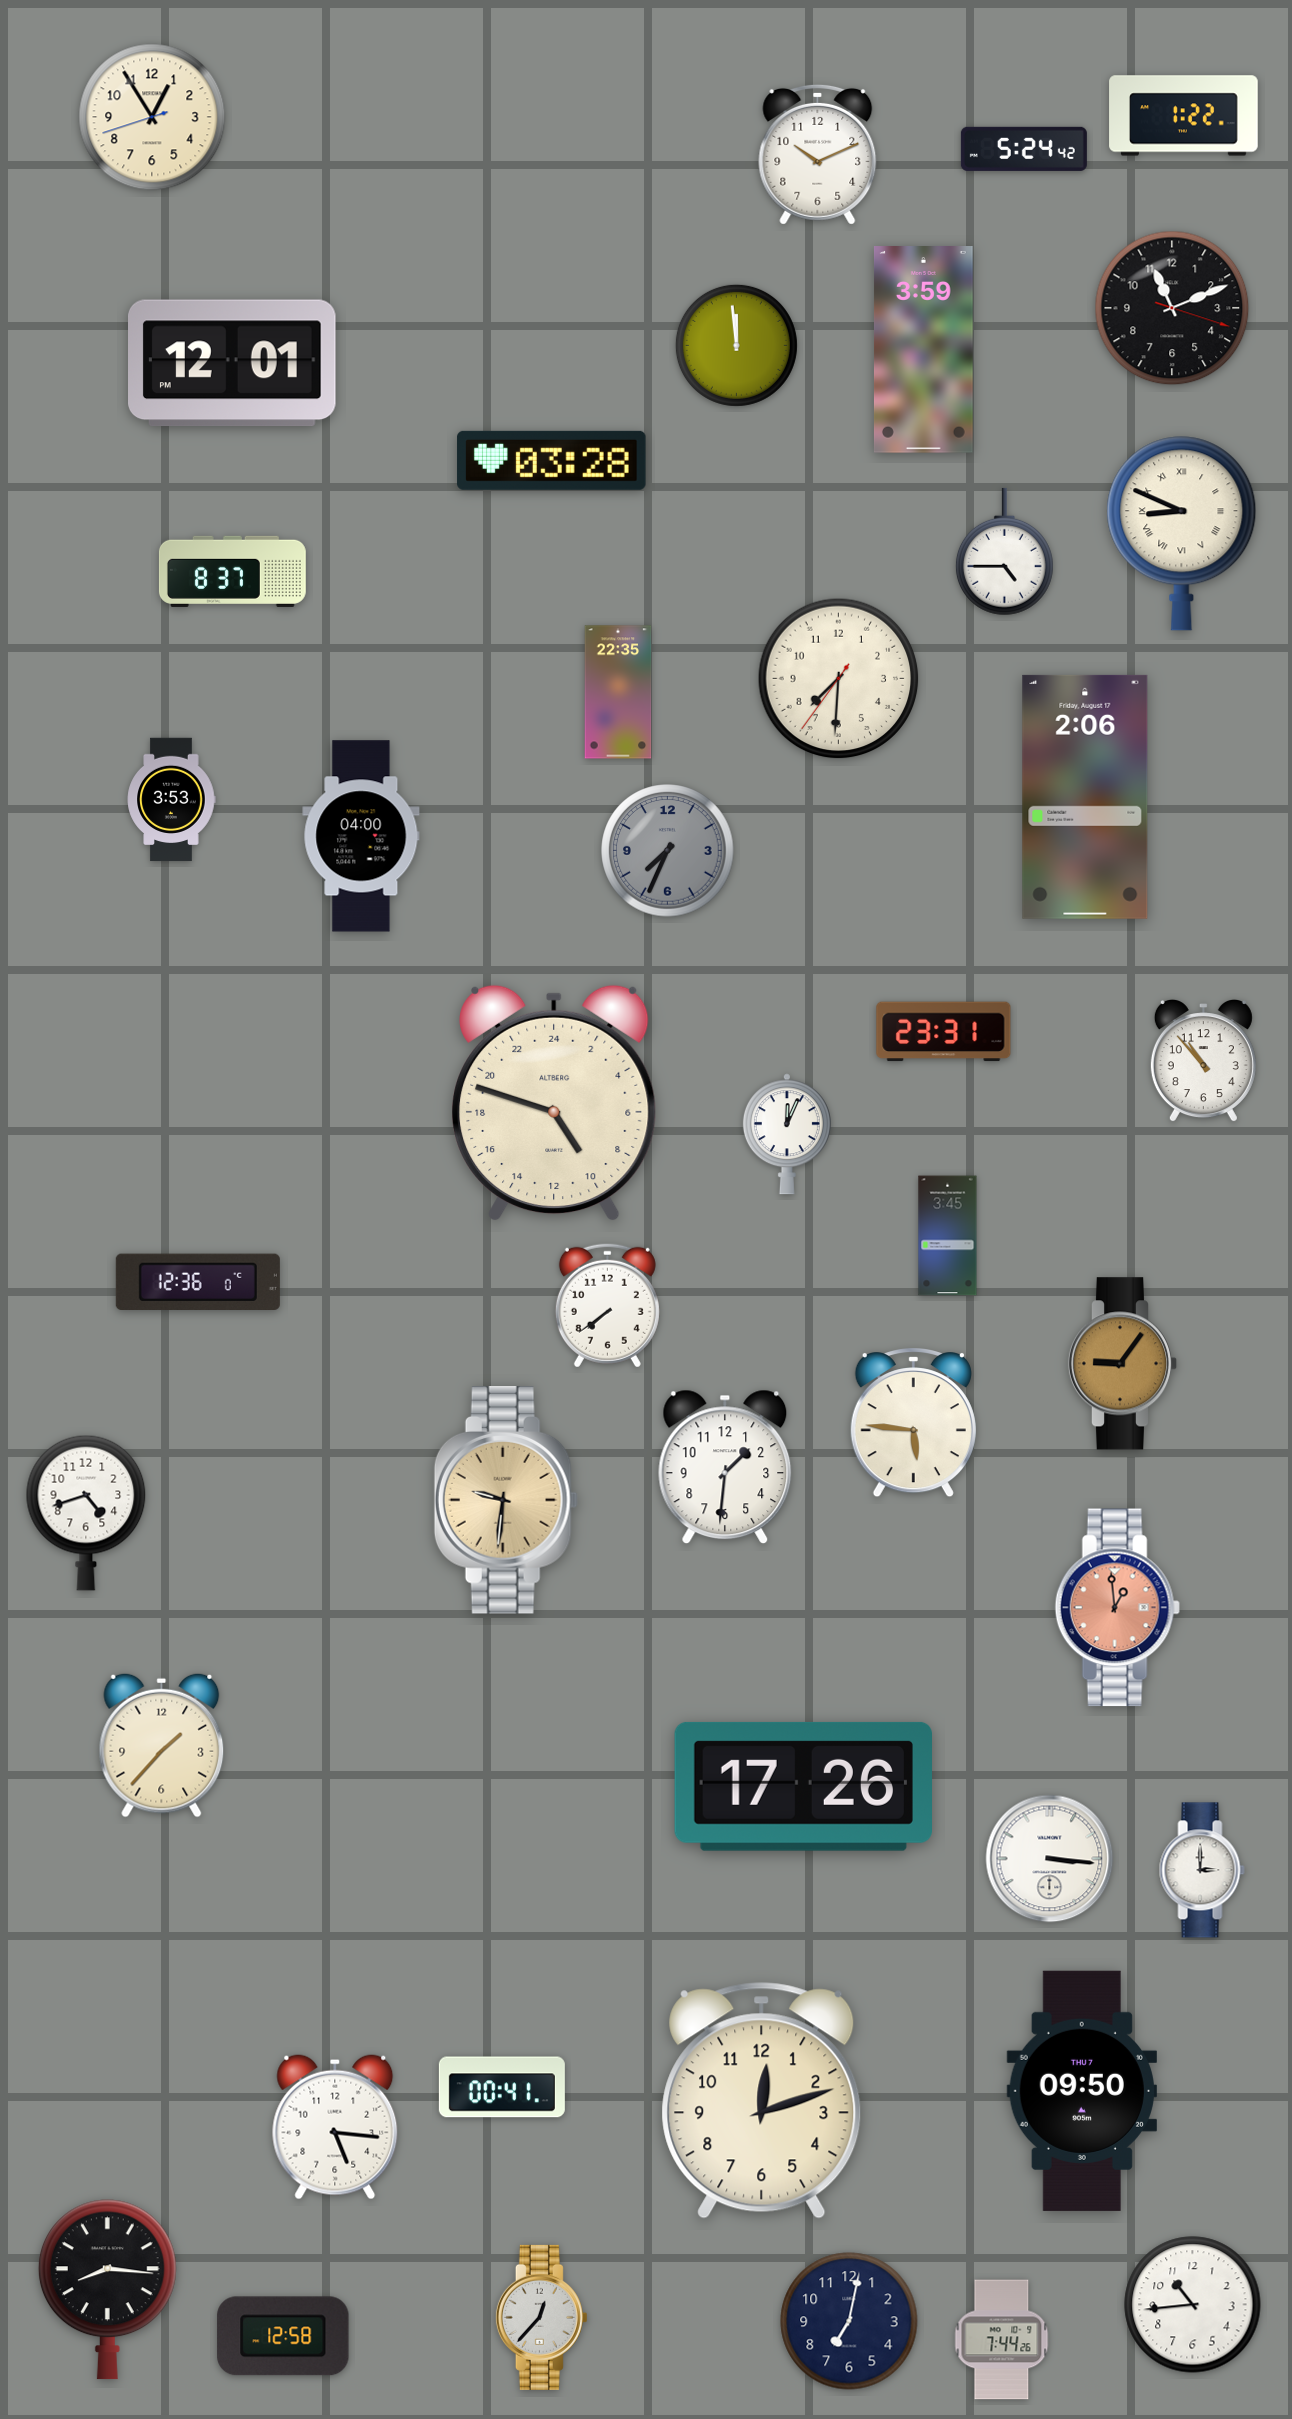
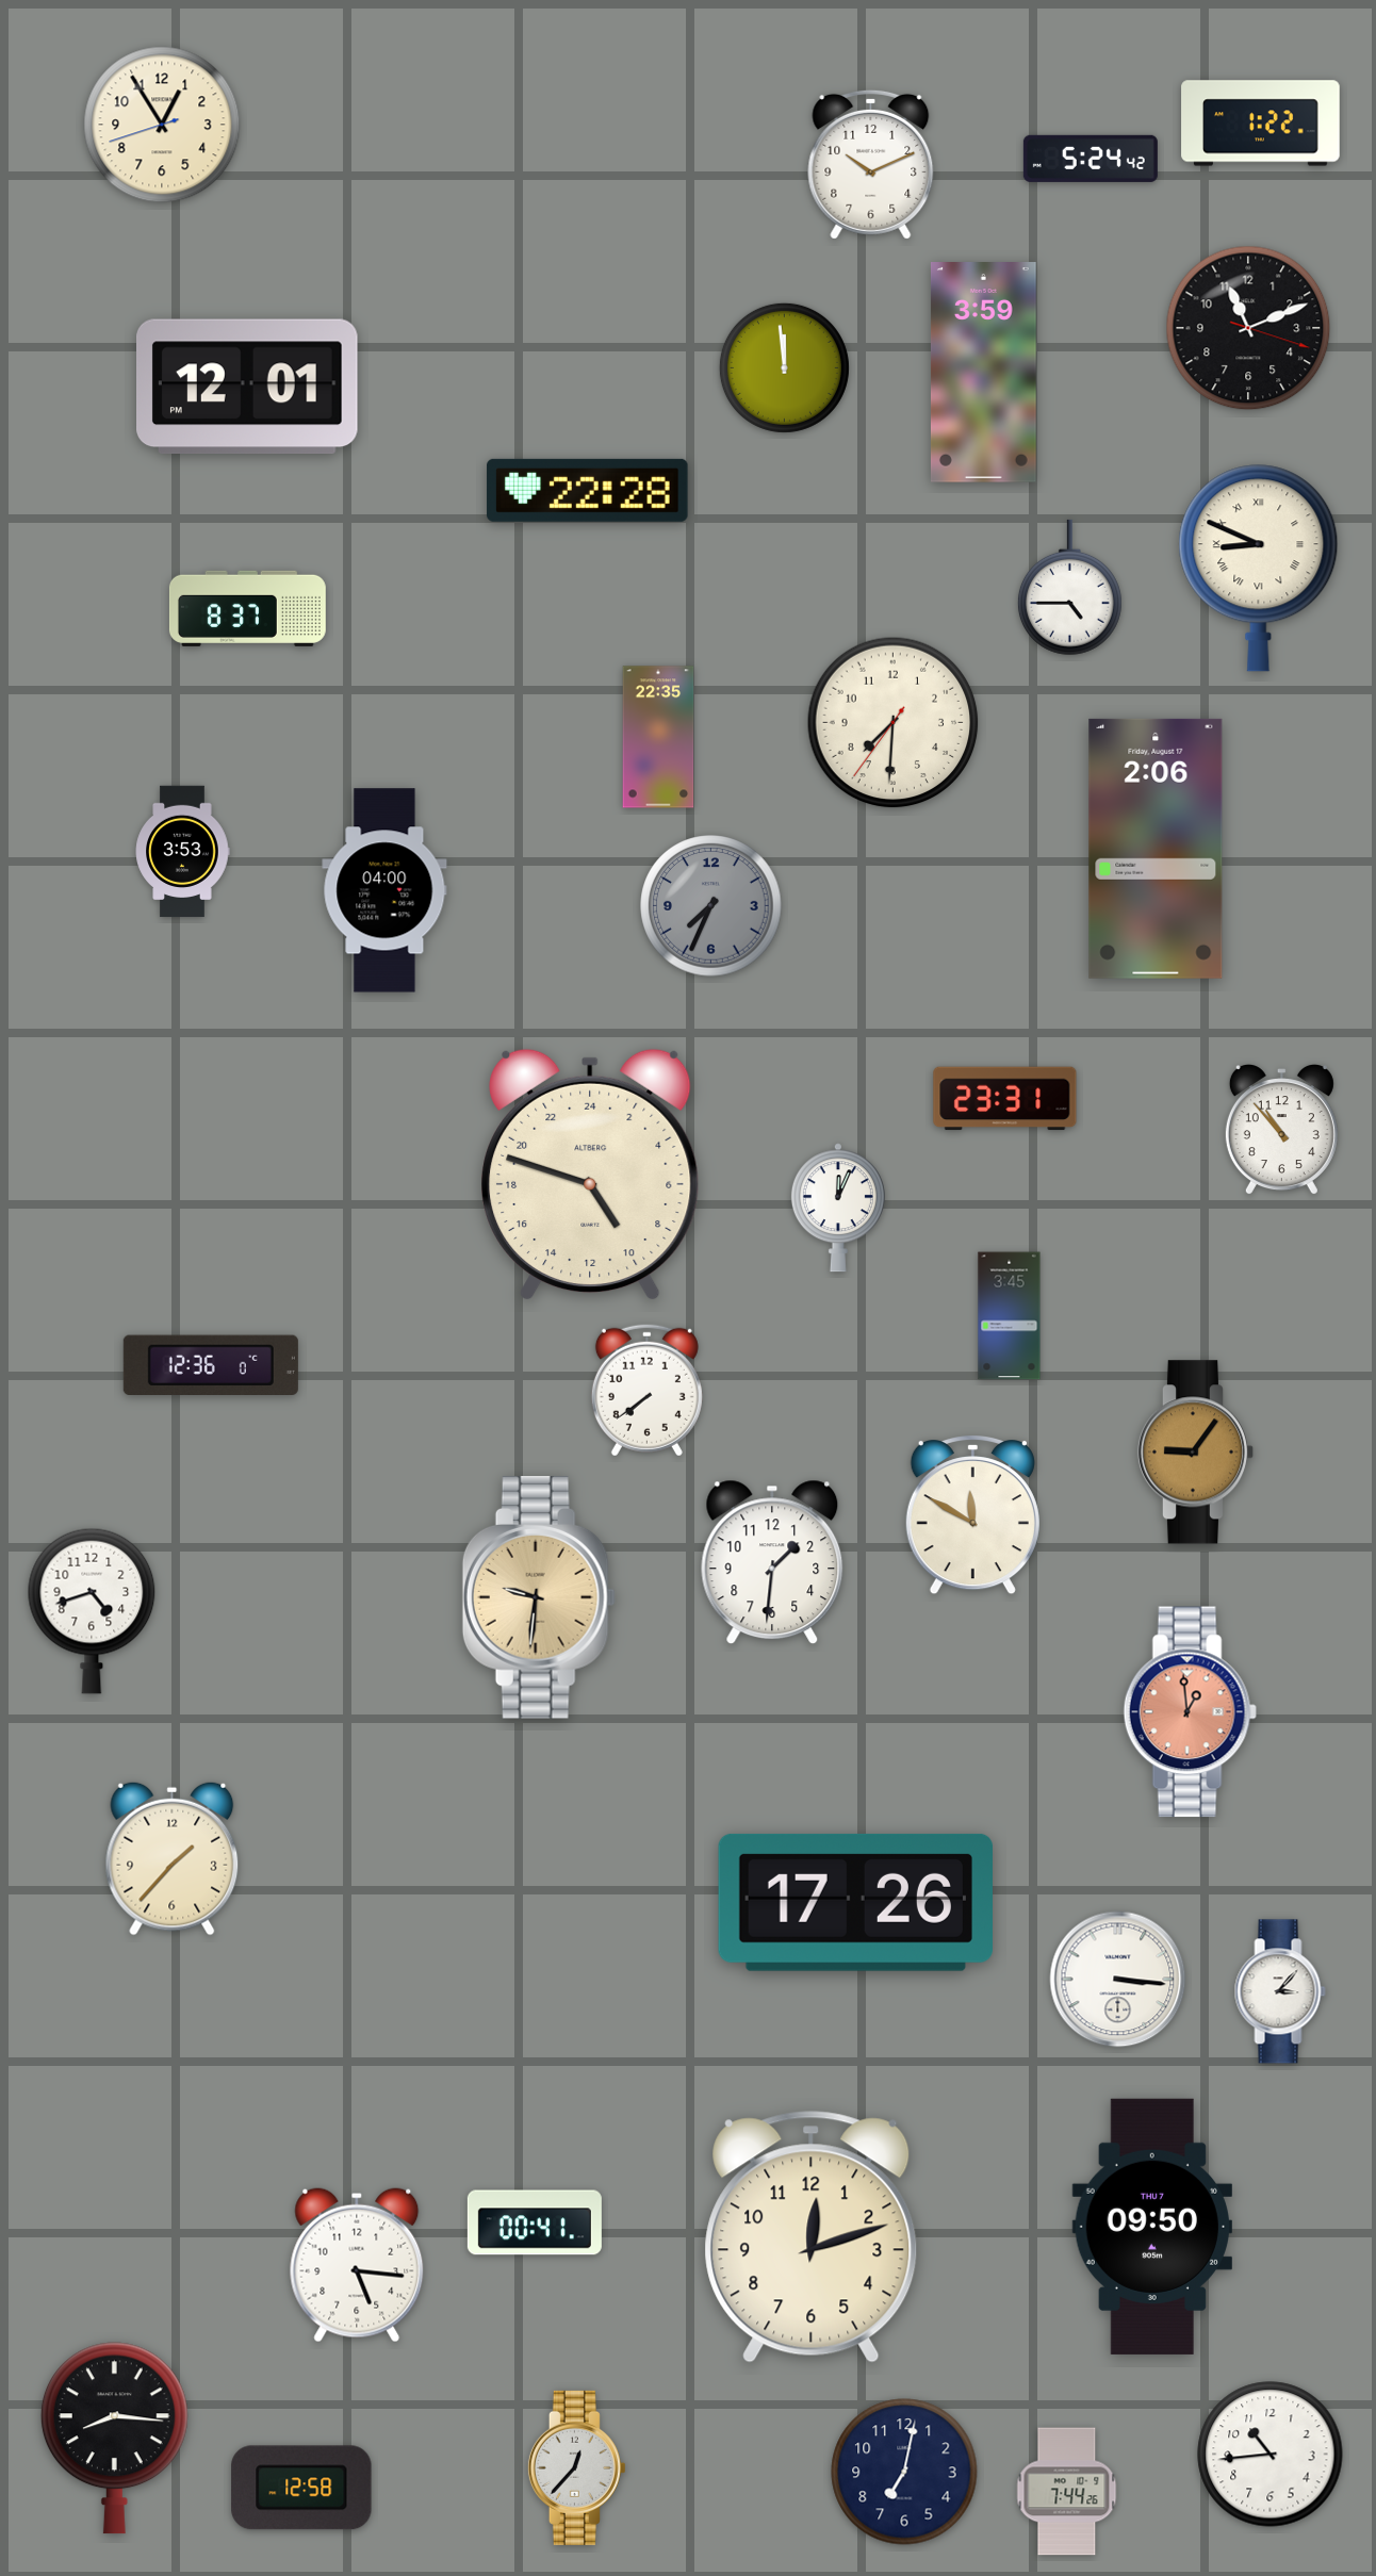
clock at (552, 460): 03:28 -> 22:28
clock at (913, 1423): 5:46 -> 11:50
clock at (1202, 1870): 3:00 -> 3:07
